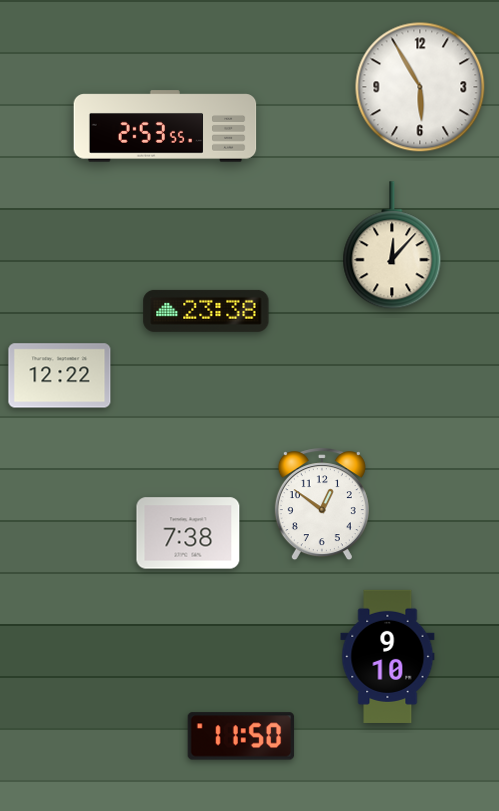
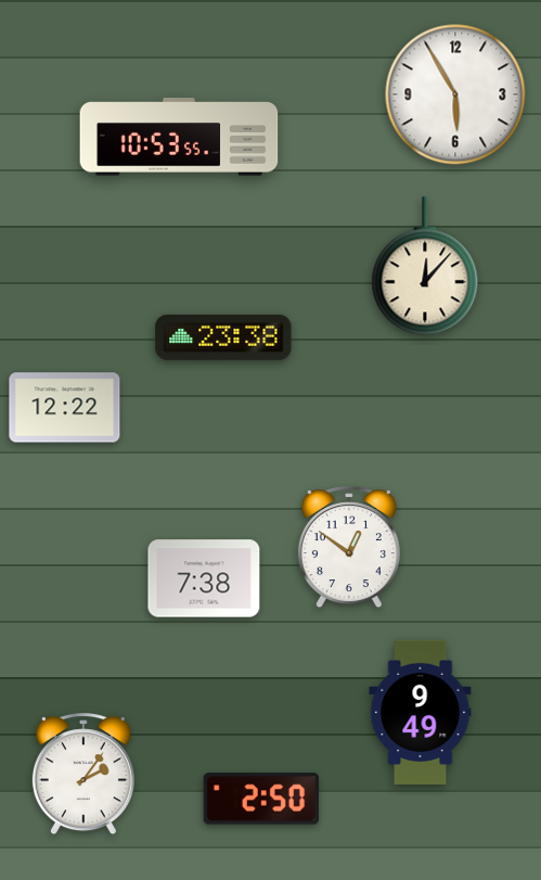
clock at (165, 126): 2:53 -> 10:53
clock at (388, 656): 9:10 -> 9:49
clock at (83, 775): none -> 2:06
clock at (241, 736): 11:50 -> 2:50
